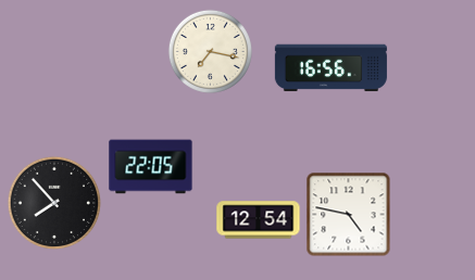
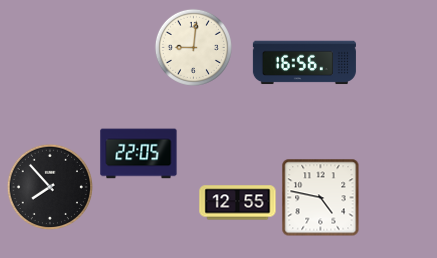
clock at (210, 51): 7:17 -> 9:01
clock at (259, 220): 12:54 -> 12:55
